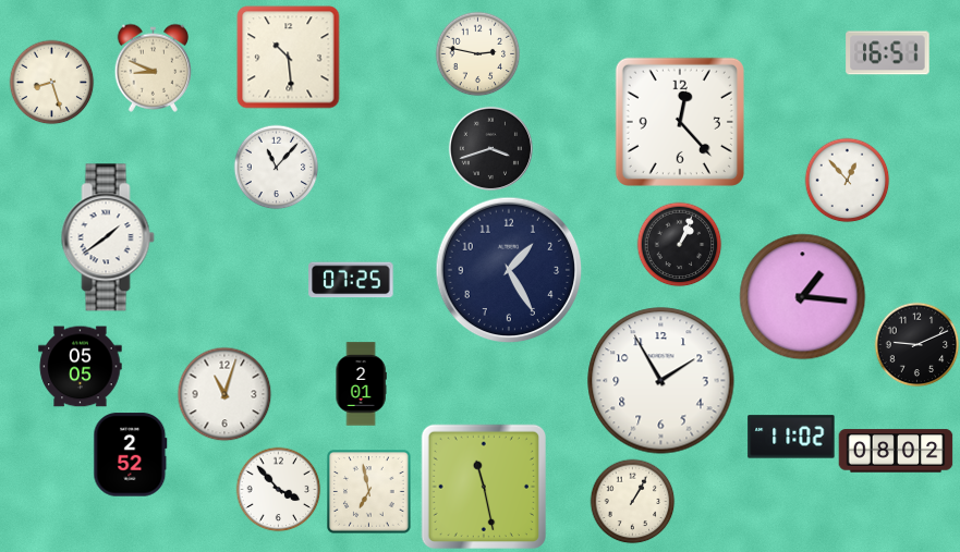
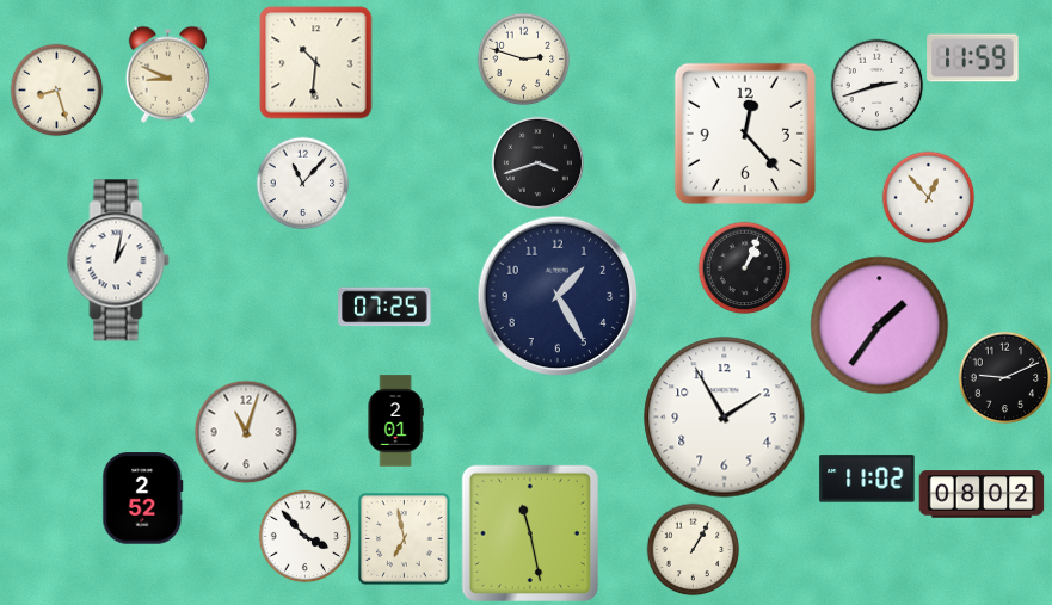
clock at (477, 53): 2:47 -> 2:48
clock at (888, 53): 16:51 -> 11:59
clock at (289, 58): 10:29 -> 10:31
clock at (876, 85): none -> 2:42
clock at (108, 237): 1:39 -> 1:02
clock at (803, 297): 1:16 -> 1:36
clock at (81, 367): 05:05 -> none
